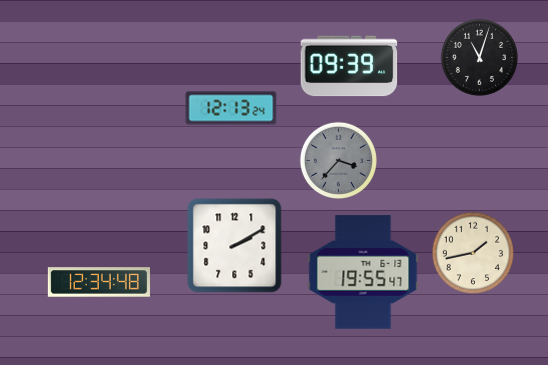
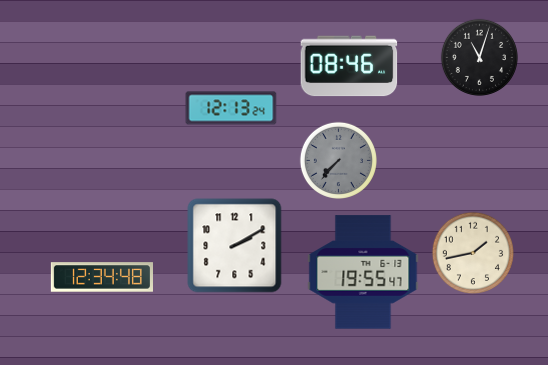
clock at (349, 66): 09:39 -> 08:46
clock at (338, 160): 3:37 -> 7:37
clock at (98, 282) position: (98, 282) -> (101, 277)
